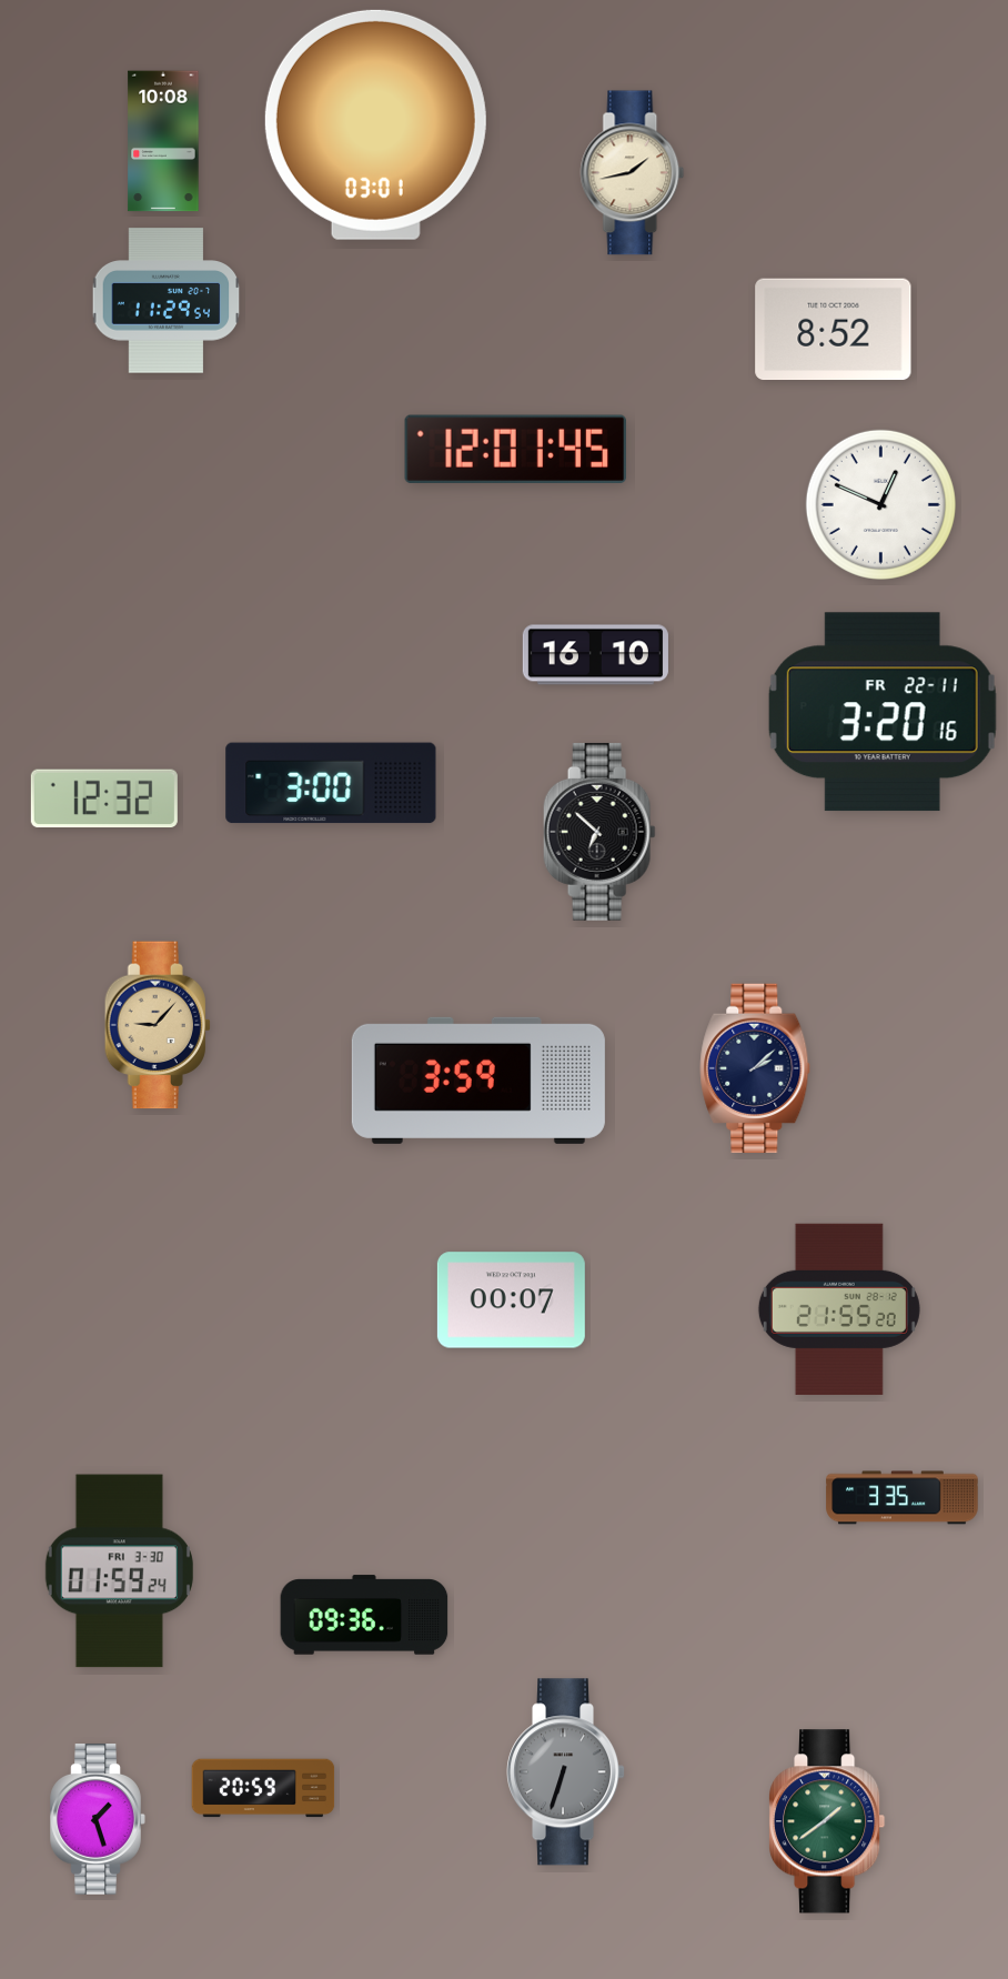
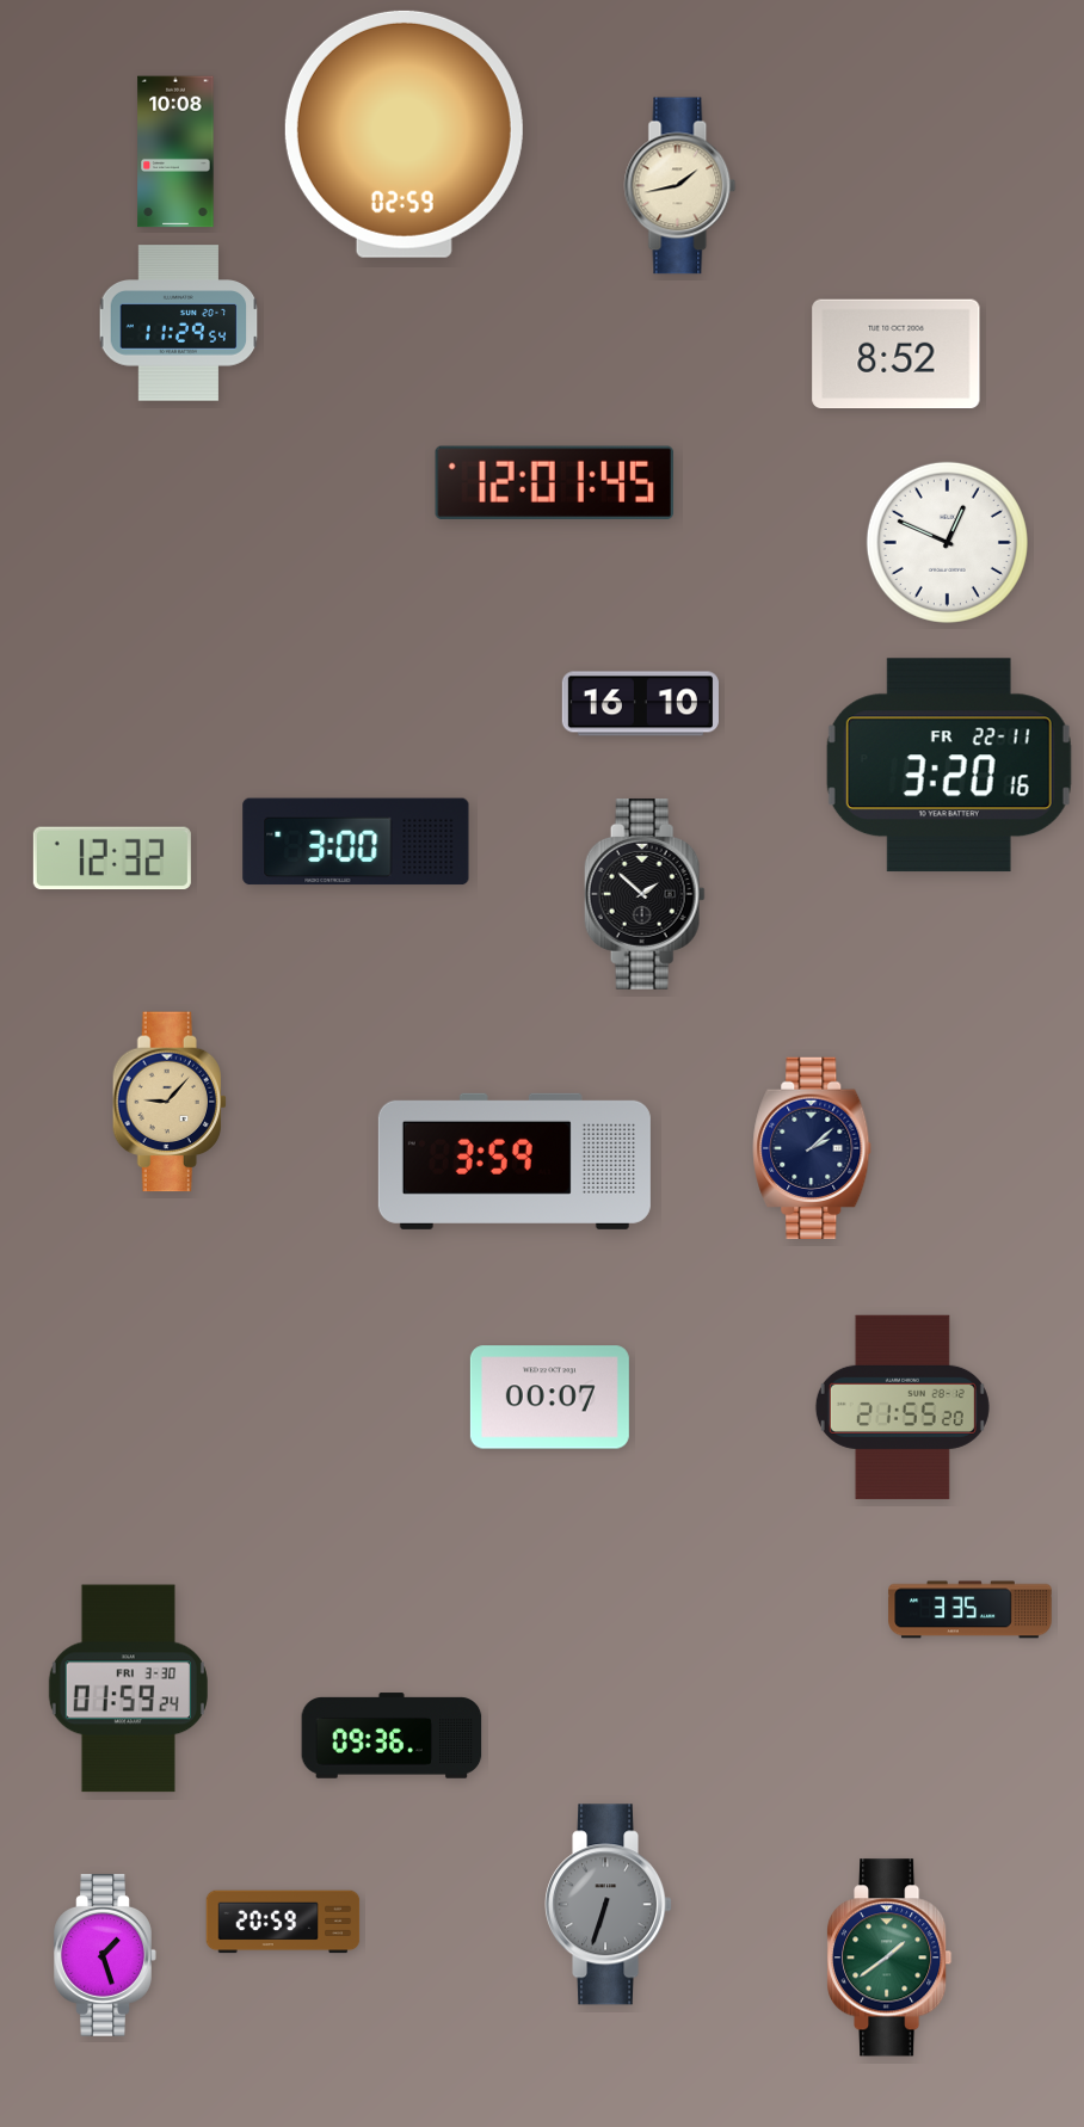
clock at (375, 124): 03:01 -> 02:59
clock at (599, 832): 6:52 -> 1:52
